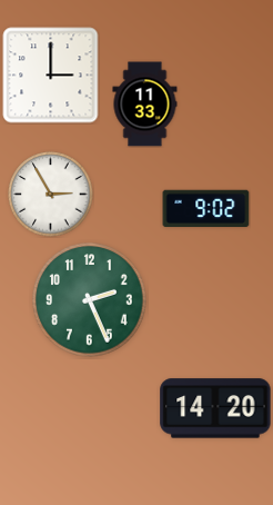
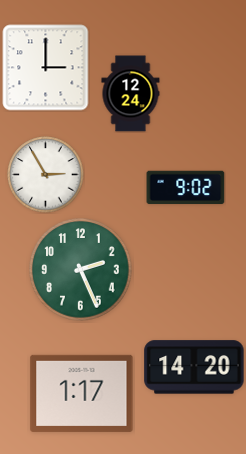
clock at (145, 105): 11:33 -> 12:24
clock at (82, 393): none -> 1:17
